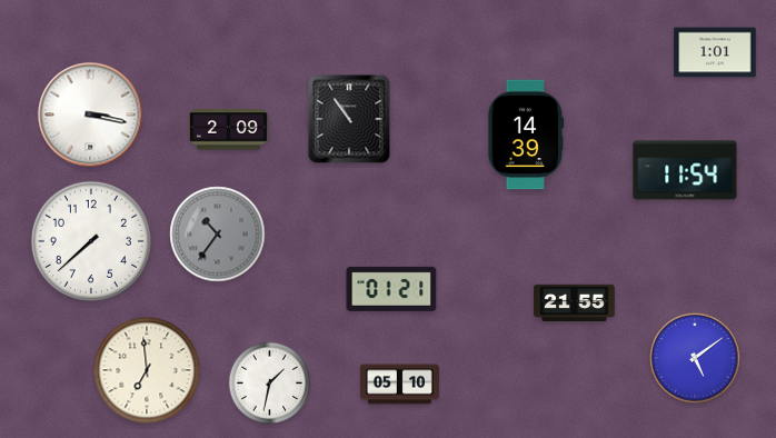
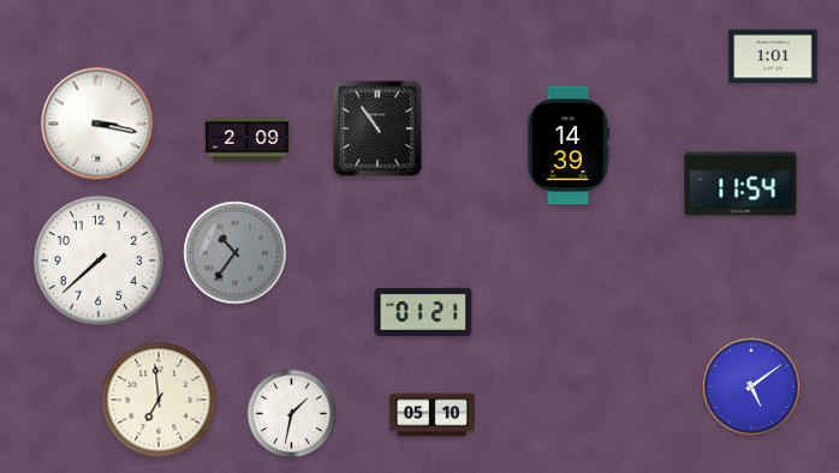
clock at (575, 303): 21:55 -> none
